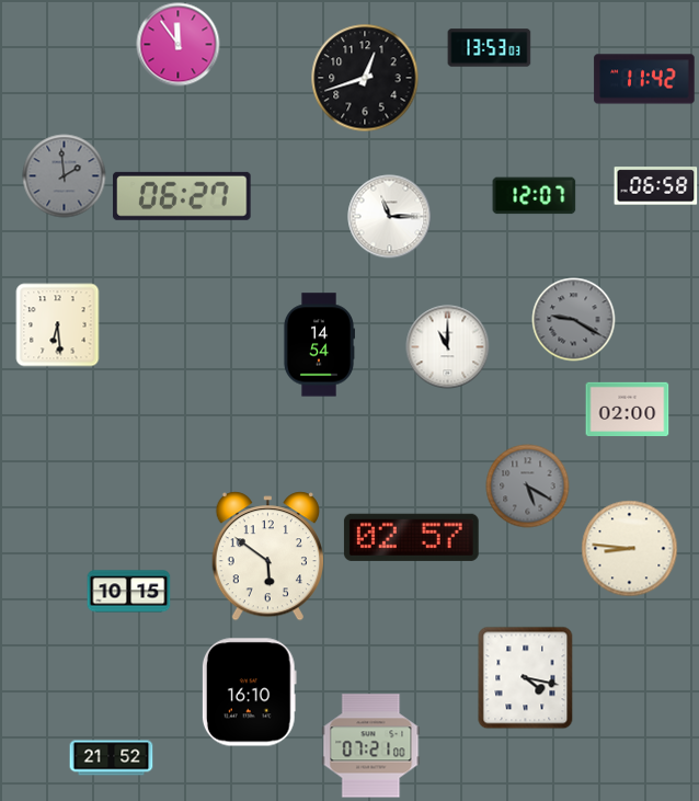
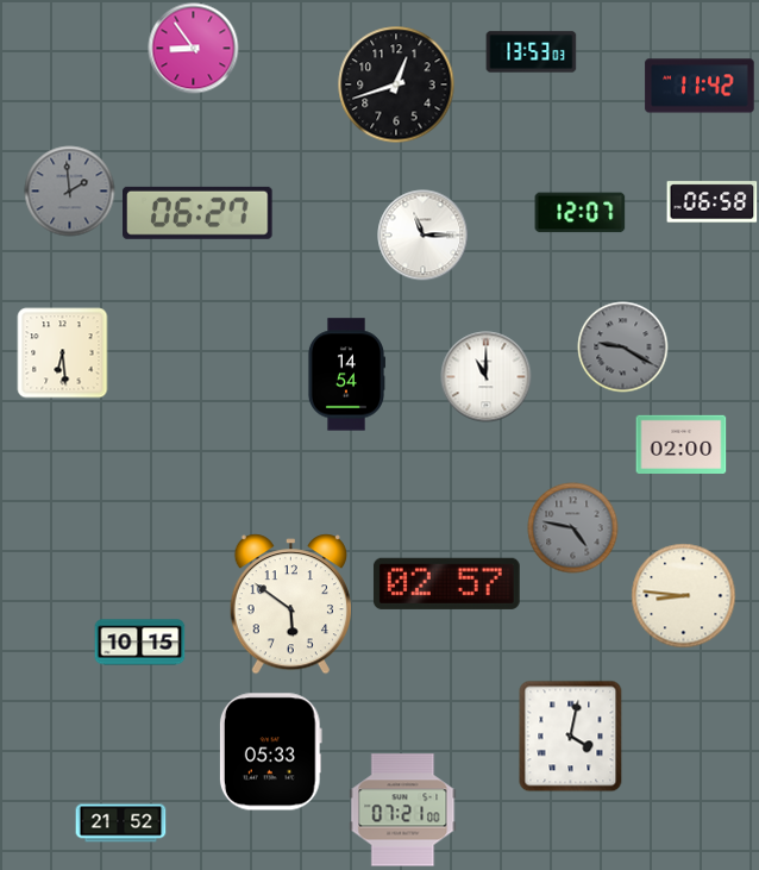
clock at (179, 45): 11:54 -> 8:54
clock at (528, 487): 5:20 -> 4:47
clock at (526, 678): 4:17 -> 4:02
clock at (249, 693): 16:10 -> 05:33
